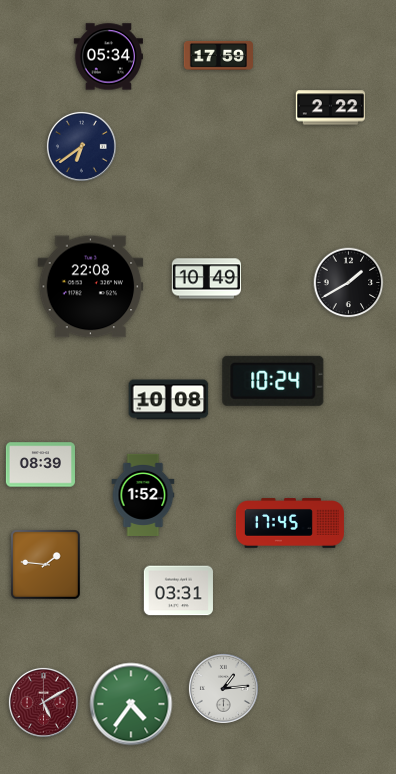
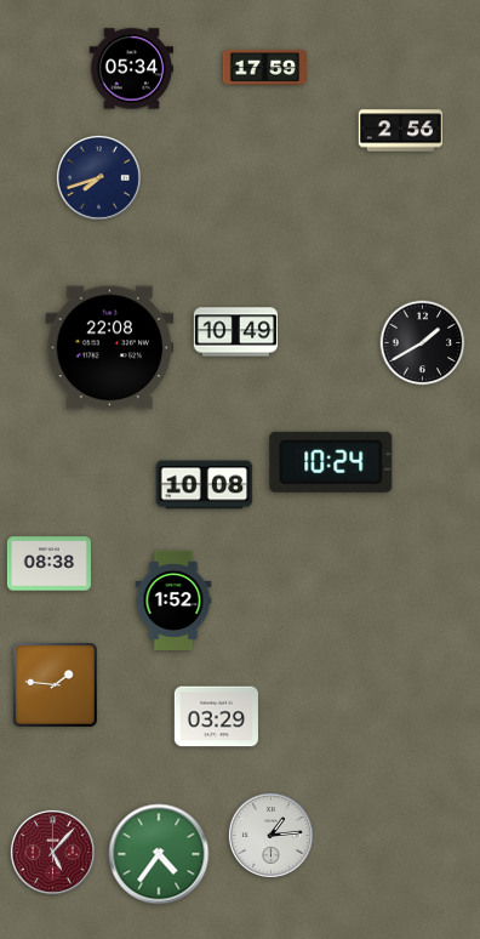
clock at (330, 108): 2:22 -> 2:56
clock at (81, 146): 6:39 -> 7:42
clock at (206, 279) position: (206, 279) -> (235, 332)
clock at (40, 465): 08:39 -> 08:38
clock at (290, 523): 17:45 -> none
clock at (178, 591): 03:31 -> 03:29
clock at (43, 702): 5:10 -> 5:07
